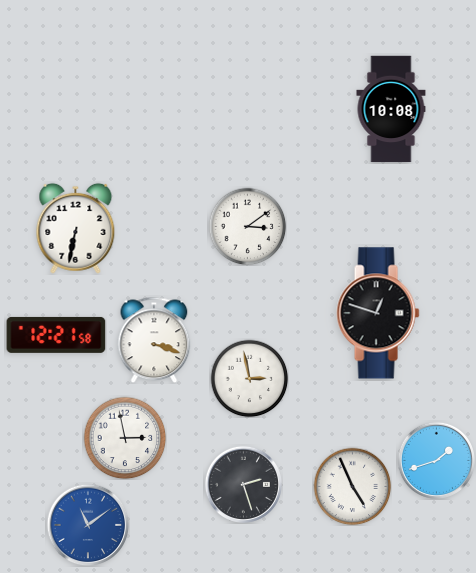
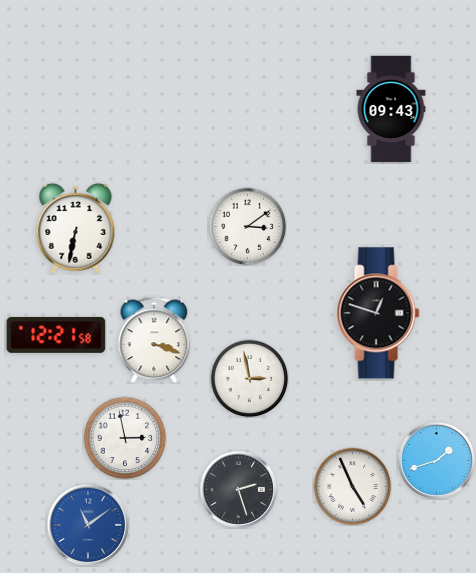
clock at (391, 109): 10:08 -> 09:43
clock at (243, 484) position: (243, 484) -> (238, 489)
